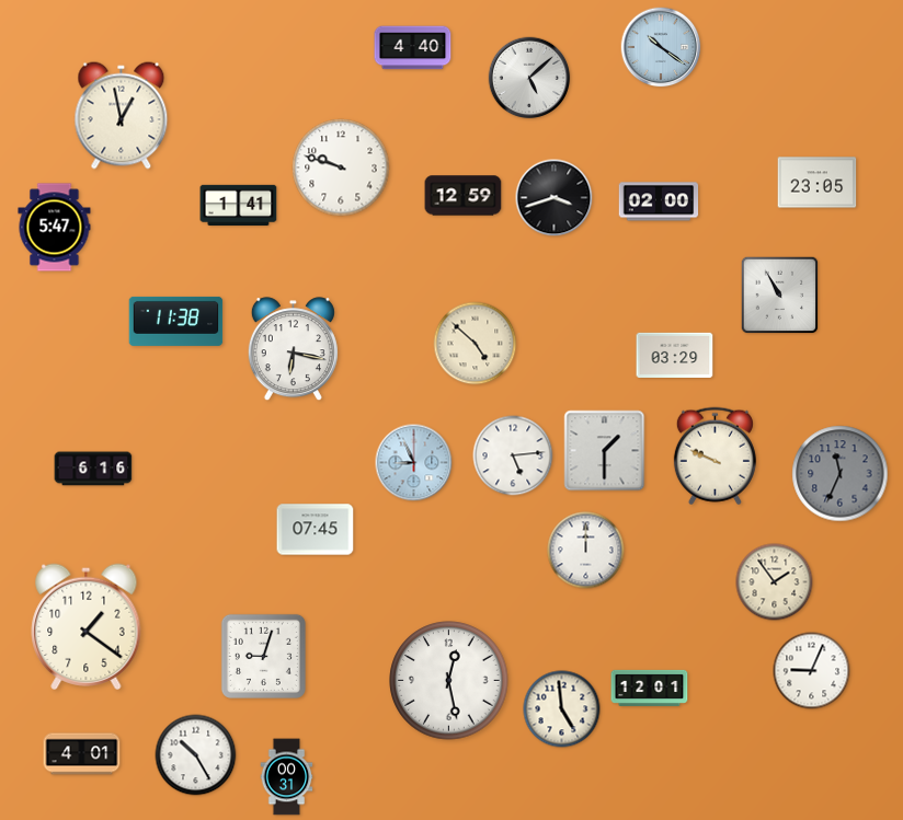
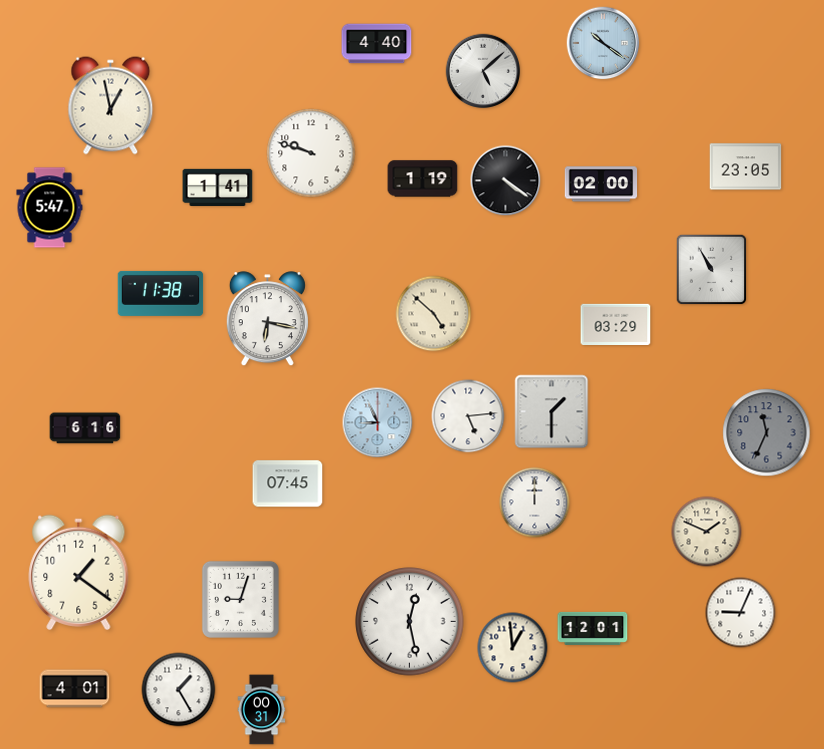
clock at (464, 196): 12:59 -> 1:19
clock at (555, 198): 3:42 -> 4:21
clock at (715, 457): 9:49 -> none
clock at (775, 582): 1:54 -> 1:49
clock at (562, 709): 4:59 -> 12:59
clock at (196, 755): 10:25 -> 1:25
